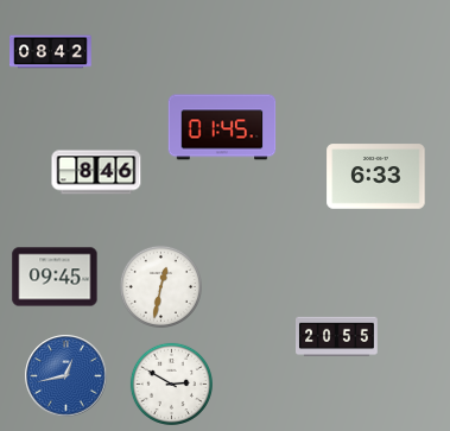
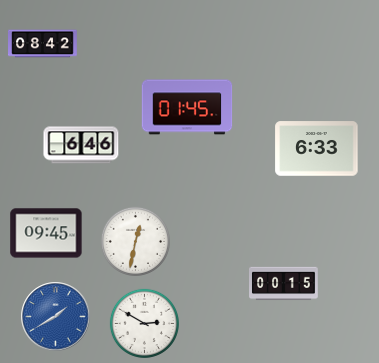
clock at (96, 172): 8:46 -> 6:46
clock at (337, 337): 20:55 -> 00:15
clock at (66, 376): 12:43 -> 1:40
